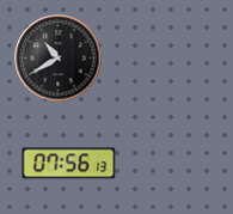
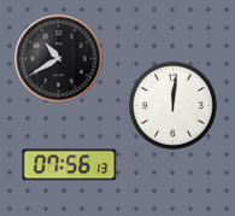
clock at (174, 106): none -> 12:01
